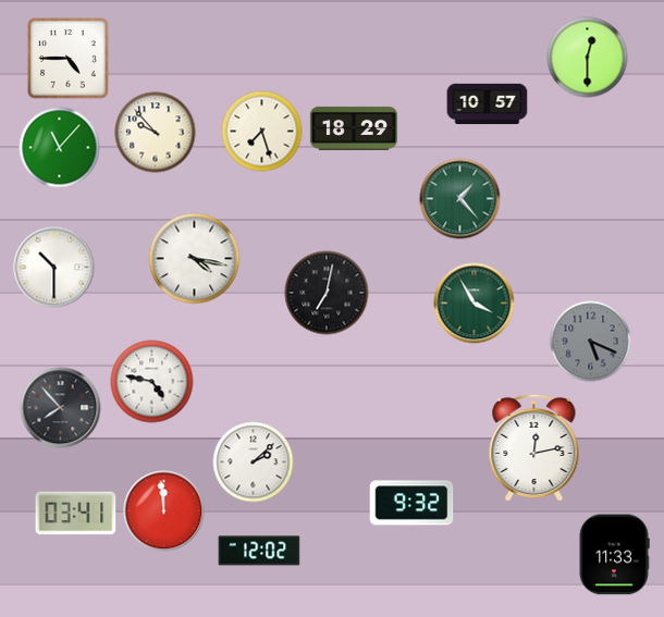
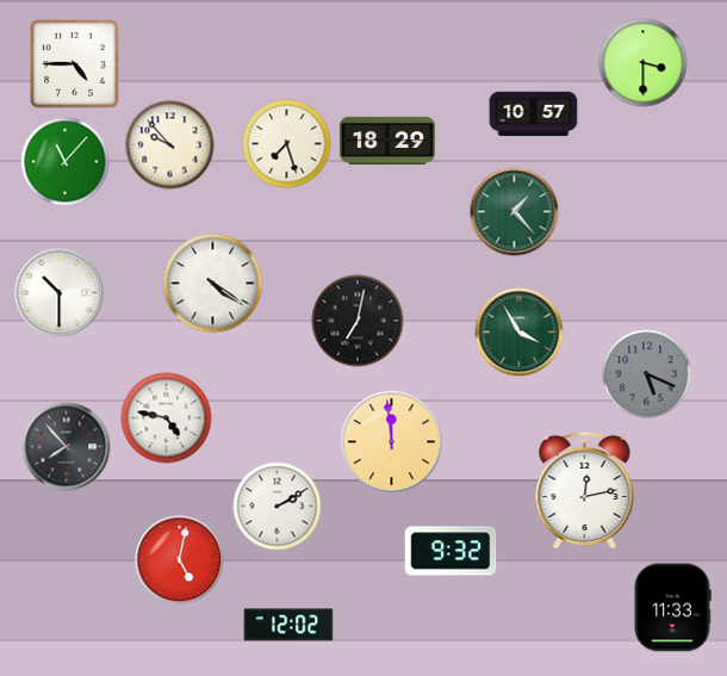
clock at (588, 58): 12:30 -> 3:30
clock at (460, 199) position: (460, 199) -> (515, 212)
clock at (195, 259): 4:17 -> 4:21
clock at (392, 442): none -> 11:59
clock at (254, 462): 2:08 -> 2:10
clock at (164, 511): 11:59 -> 5:02
clock at (76, 514): 03:41 -> none
clock at (259, 551) position: (259, 551) -> (288, 625)
